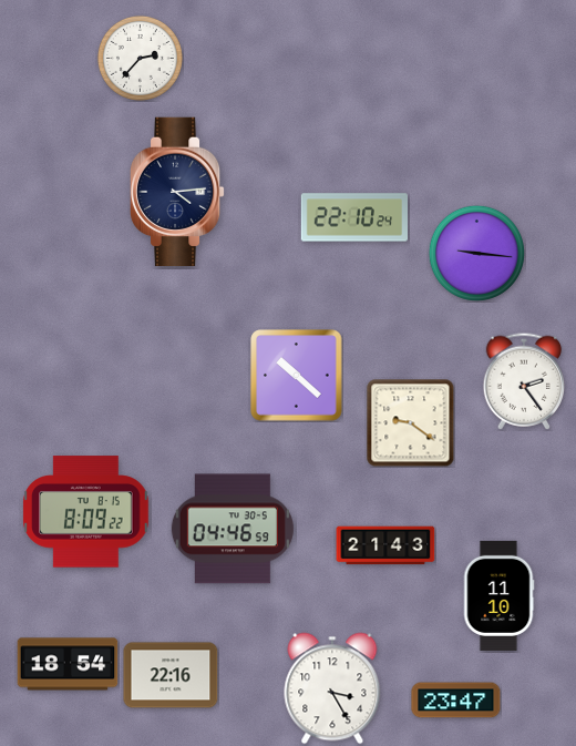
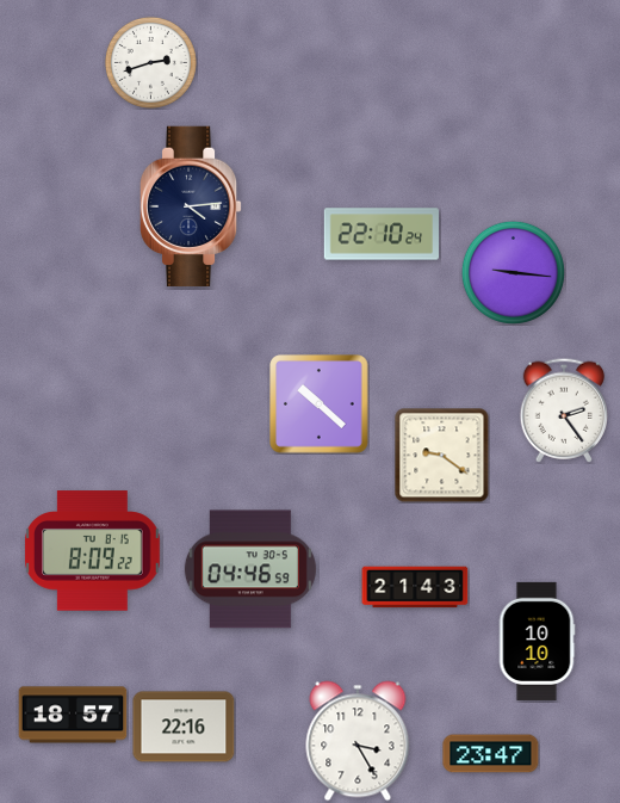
clock at (140, 58): 2:37 -> 2:42
clock at (498, 595): 11:10 -> 10:10
clock at (68, 664): 18:54 -> 18:57
